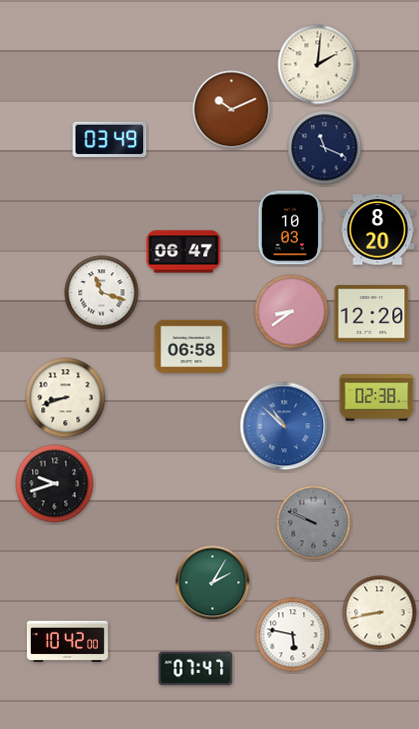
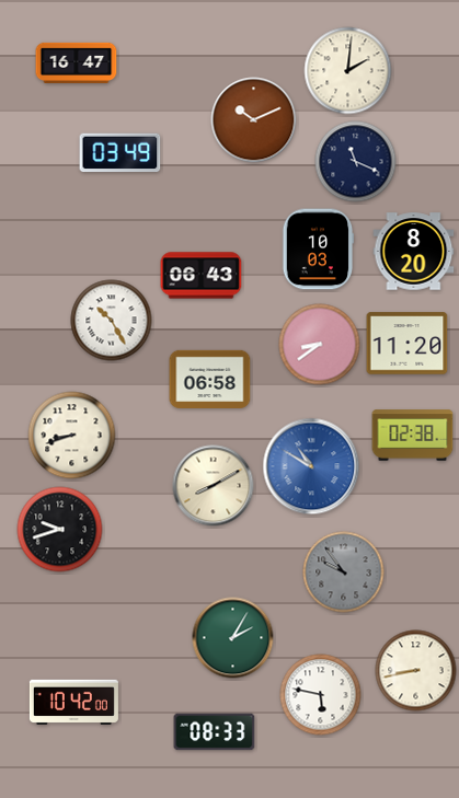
clock at (77, 62): none -> 16:47
clock at (184, 252): 06:47 -> 06:43
clock at (102, 293): 11:18 -> 10:25
clock at (292, 312) position: (292, 312) -> (320, 345)
clock at (372, 314): 12:20 -> 11:20
clock at (284, 426): 10:52 -> 10:50
clock at (214, 486): none -> 8:10
clock at (314, 523): 9:49 -> 9:54
clock at (196, 669): 07:47 -> 08:33
